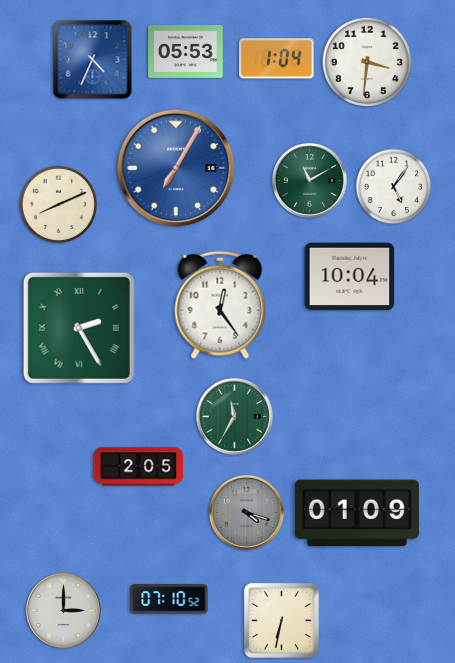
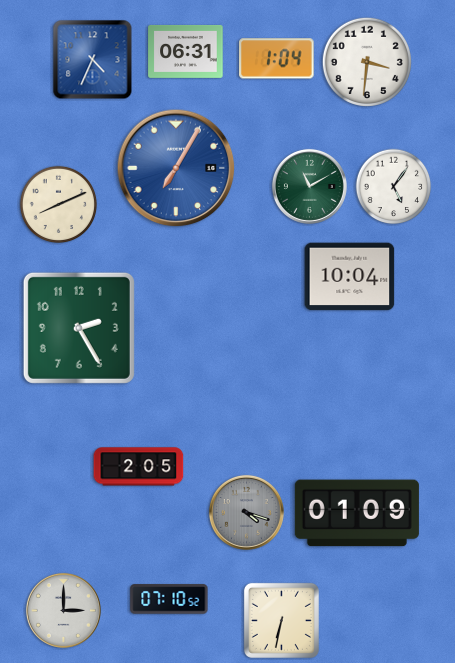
clock at (186, 51): 05:53 -> 06:31
clock at (309, 180) position: (309, 180) -> (309, 186)
clock at (220, 305): 12:24 -> none
clock at (79, 328) numerals: Roman -> Arabic
clock at (234, 416): 11:35 -> none
